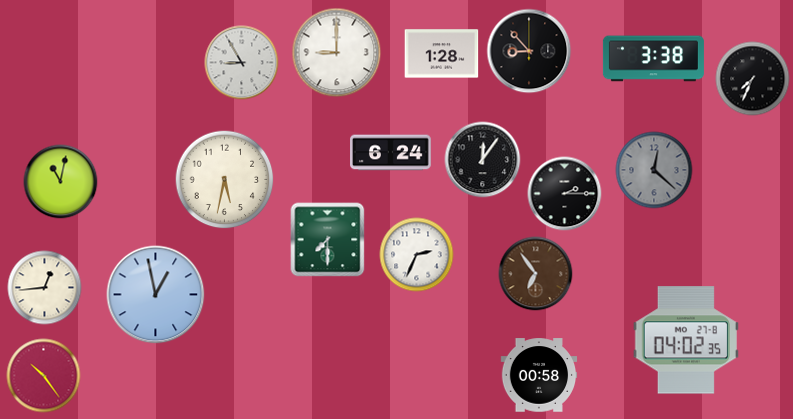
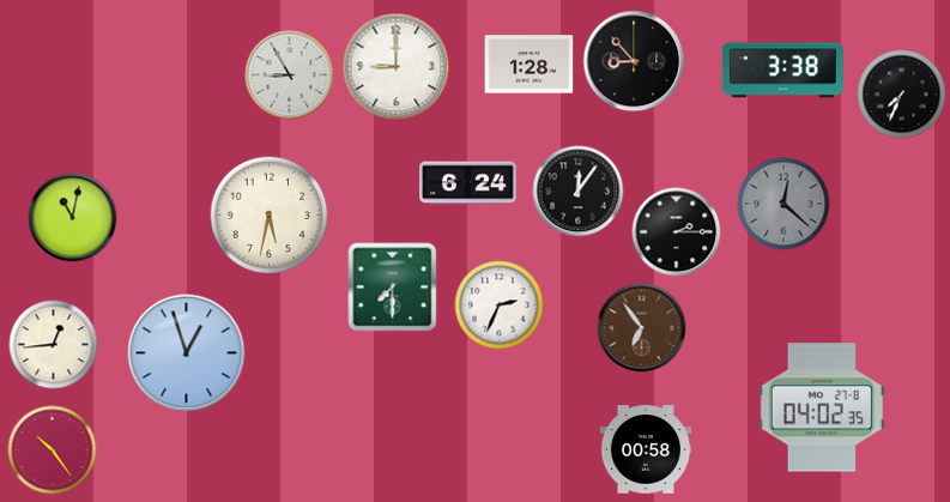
clock at (337, 53) position: (337, 53) -> (397, 67)
clock at (156, 295): 12:58 -> 12:57
